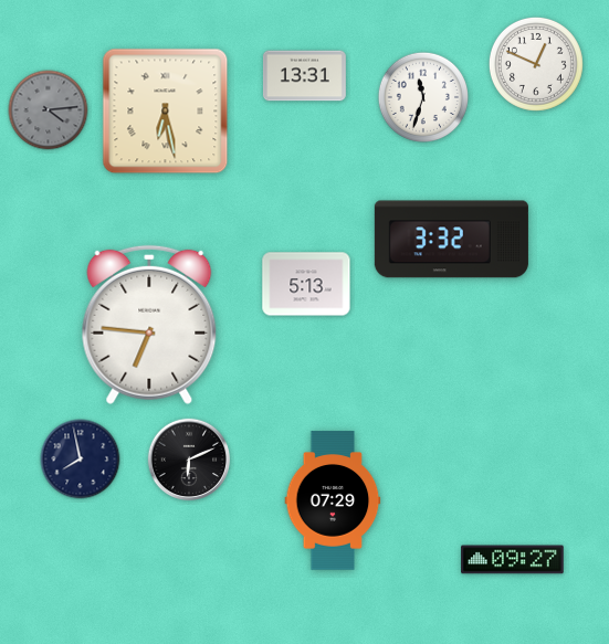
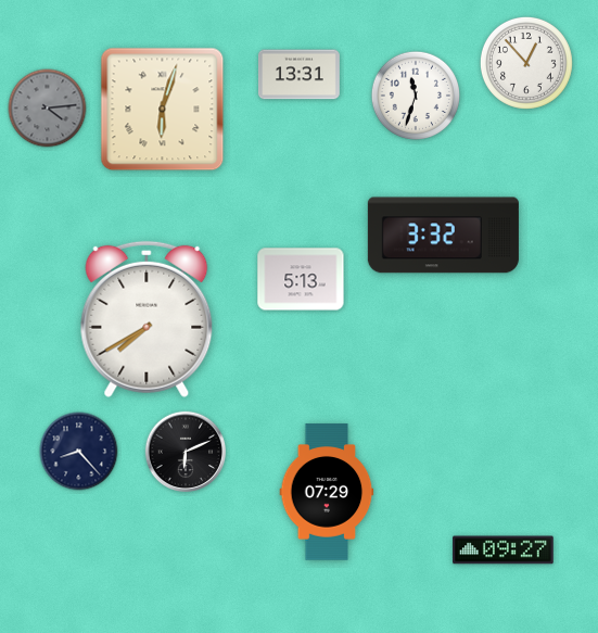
clock at (536, 64): 12:49 -> 12:53
clock at (166, 112): 6:28 -> 6:03
clock at (149, 325): 6:46 -> 7:40
clock at (81, 460): 7:58 -> 8:23
